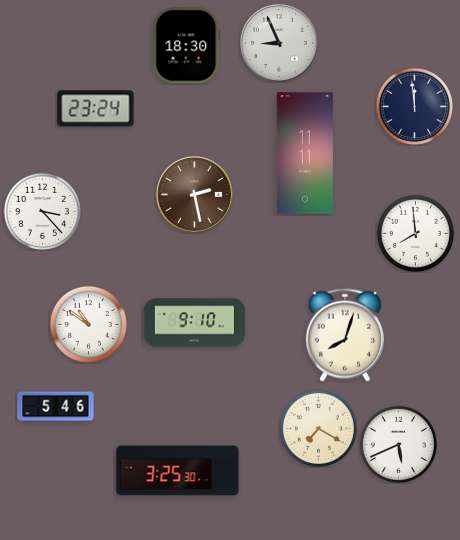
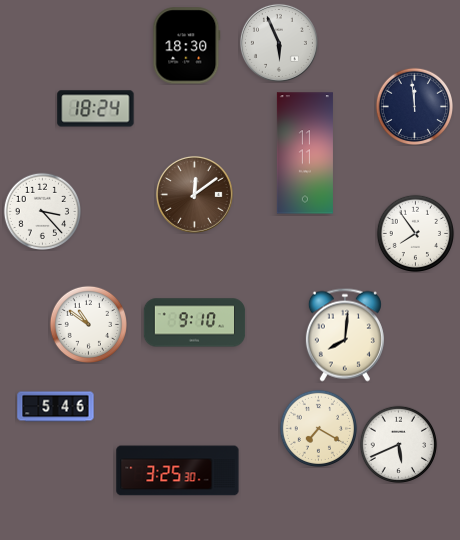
clock at (279, 43): 8:56 -> 5:56
clock at (96, 109): 23:24 -> 18:24
clock at (194, 194): 2:28 -> 12:09
clock at (415, 233): 7:59 -> 7:54
clock at (345, 335): 8:03 -> 8:01
